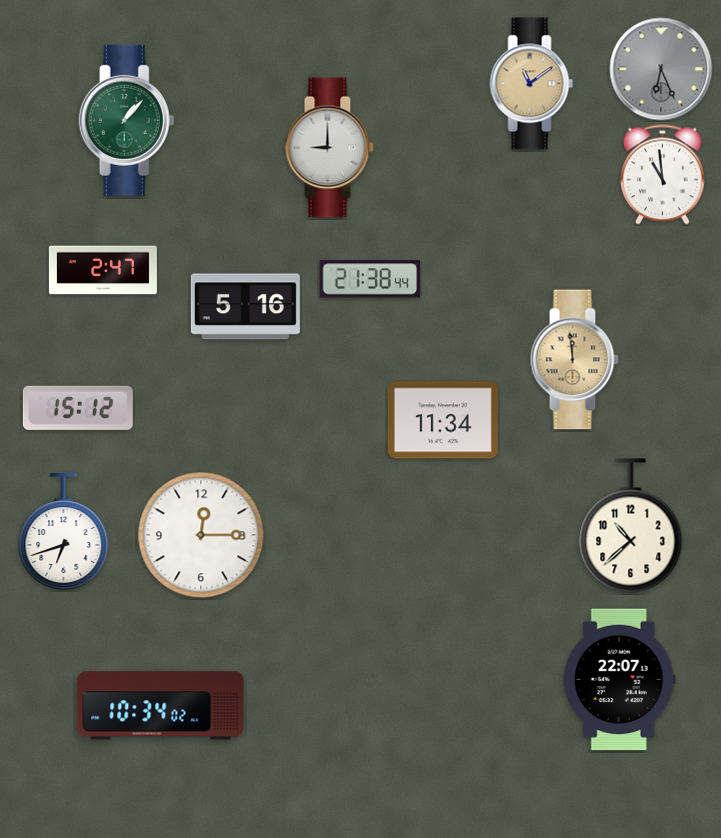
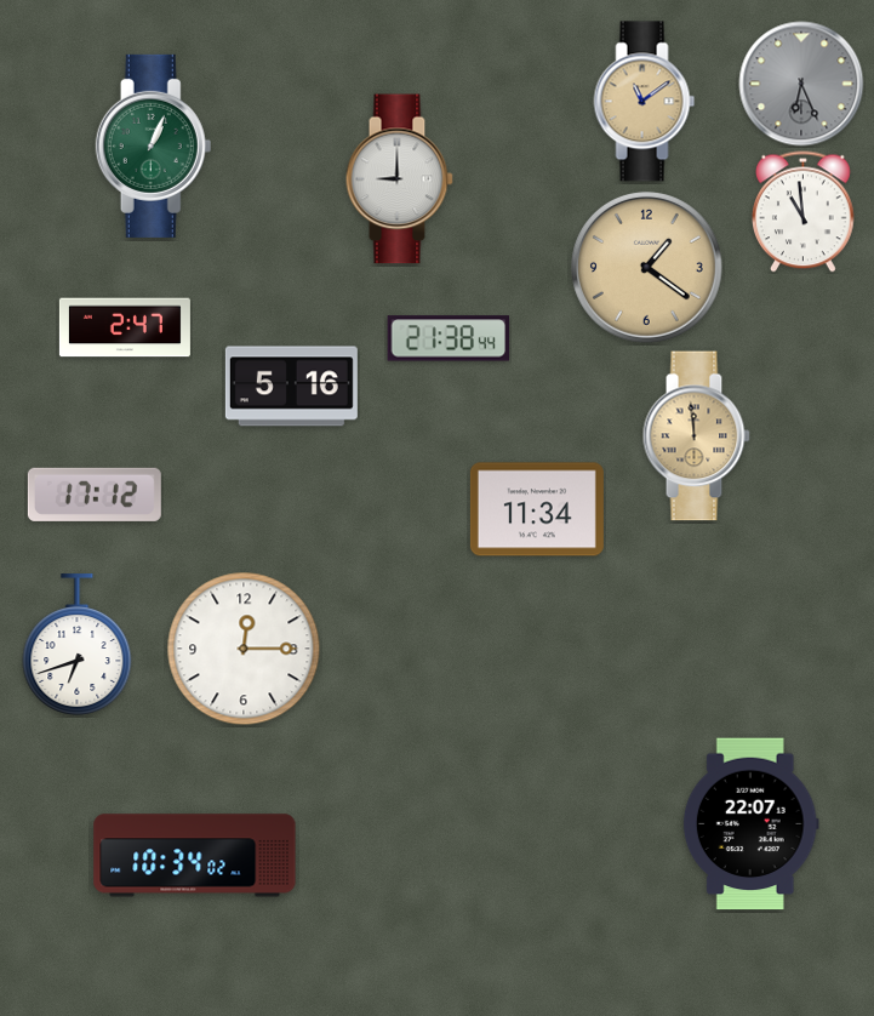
clock at (127, 120): 1:07 -> 1:04
clock at (646, 267): none -> 1:21
clock at (245, 307) position: (245, 307) -> (291, 387)
clock at (78, 408): 15:12 -> 17:12
clock at (631, 526): 10:38 -> none
